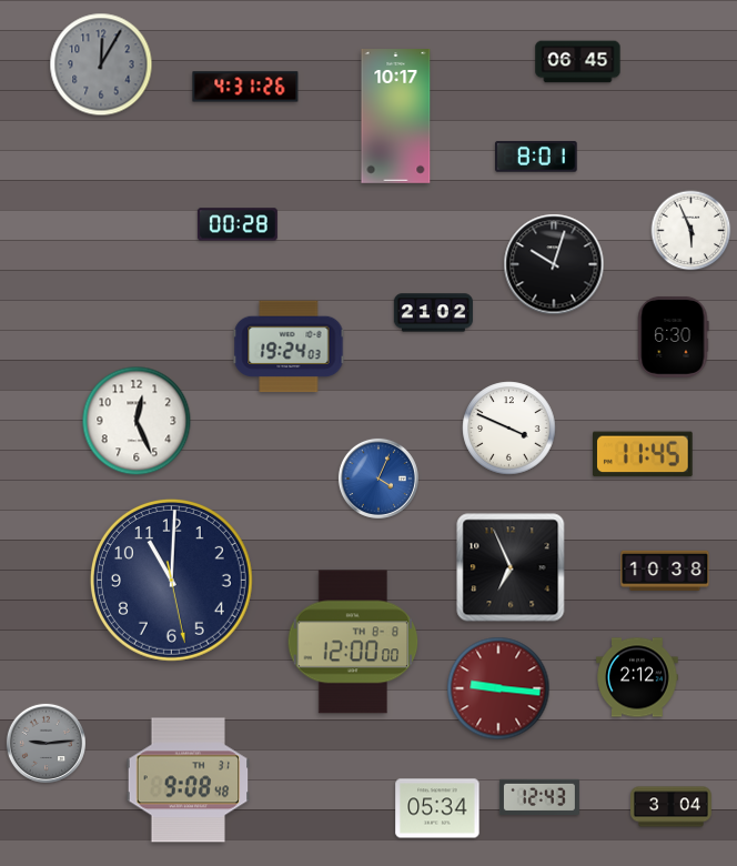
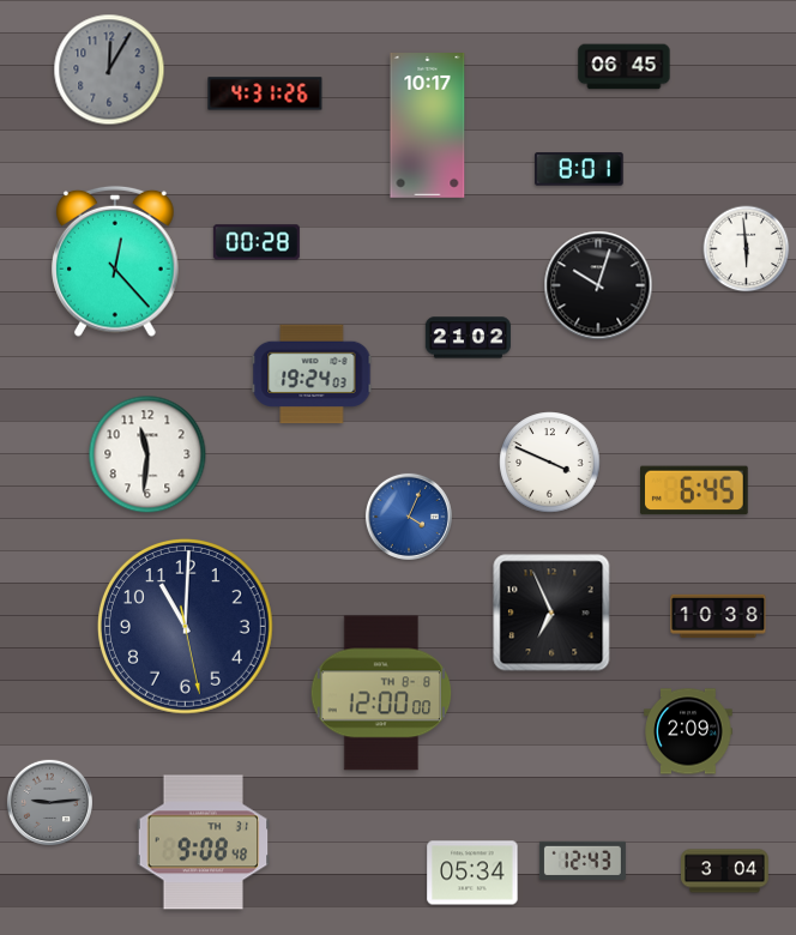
clock at (691, 231): 5:56 -> 5:59
clock at (116, 261): none -> 12:23
clock at (674, 336): 6:30 -> none
clock at (137, 421): 12:26 -> 11:31
clock at (644, 454): 11:45 -> 6:45
clock at (637, 677): 2:12 -> 2:09
clock at (498, 688): 9:16 -> none
